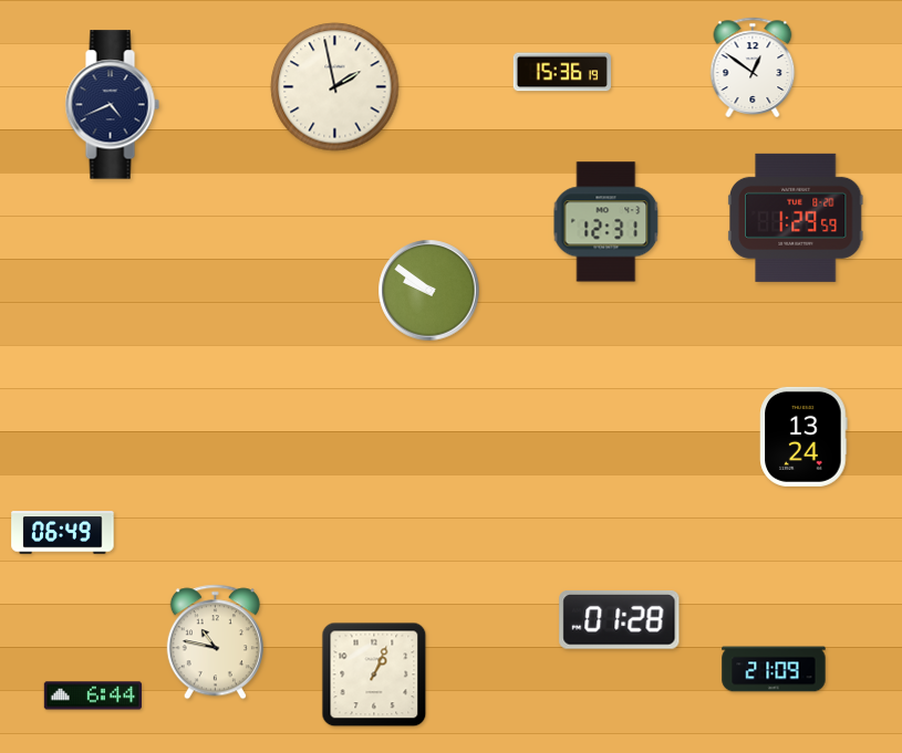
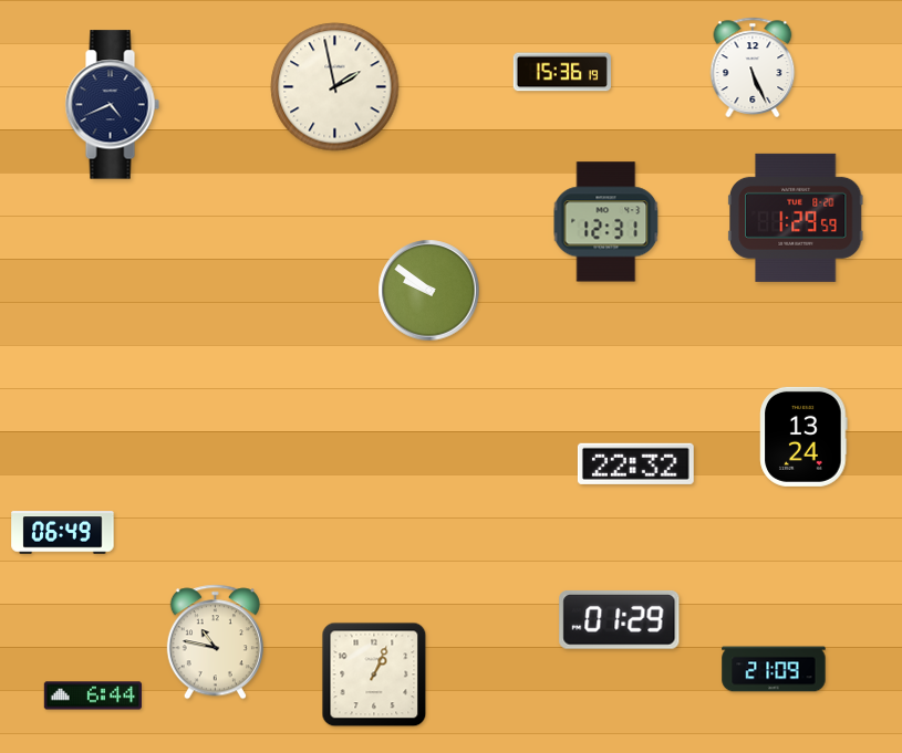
clock at (753, 67): 12:51 -> 5:26
clock at (635, 463): none -> 22:32
clock at (620, 619): 01:28 -> 01:29
